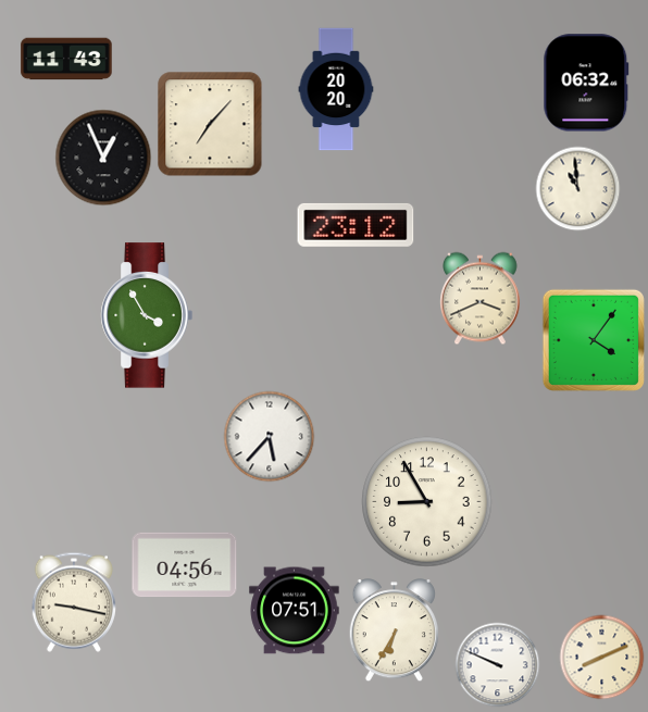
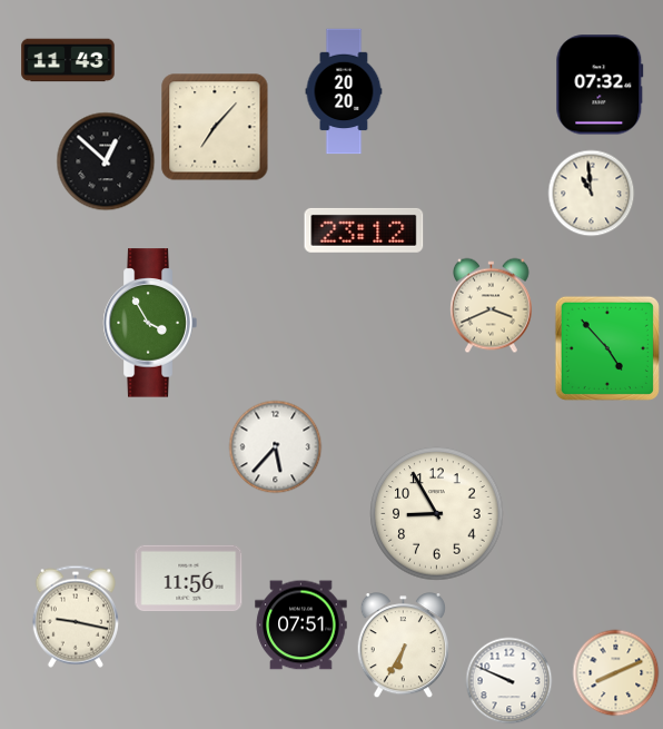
clock at (586, 83): 06:32 -> 07:32
clock at (103, 158): 12:56 -> 12:52
clock at (594, 340): 4:06 -> 4:53
clock at (185, 565): 04:56 -> 11:56
